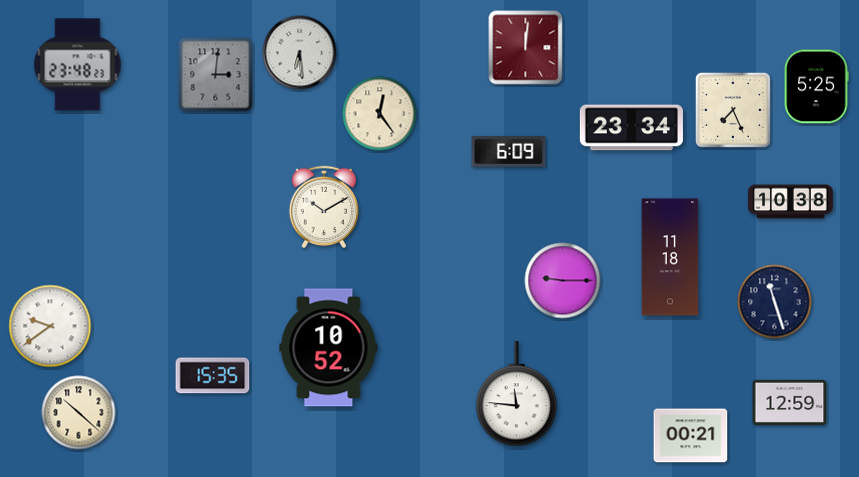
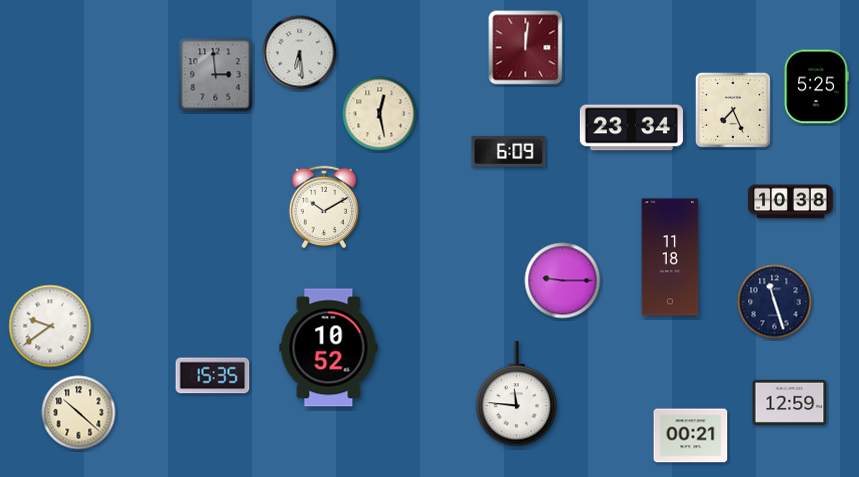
clock at (78, 65): 23:48 -> none
clock at (216, 75): 3:01 -> 2:59
clock at (380, 114): 12:24 -> 12:28
